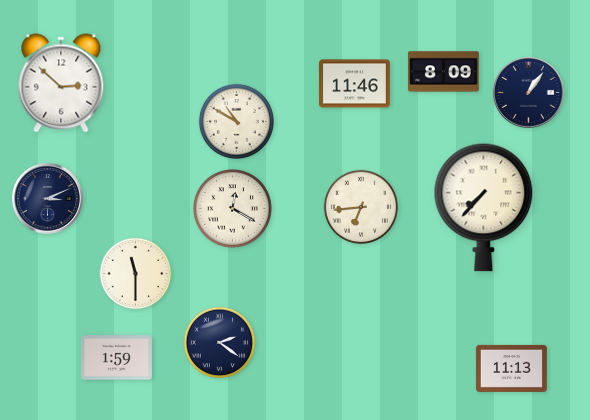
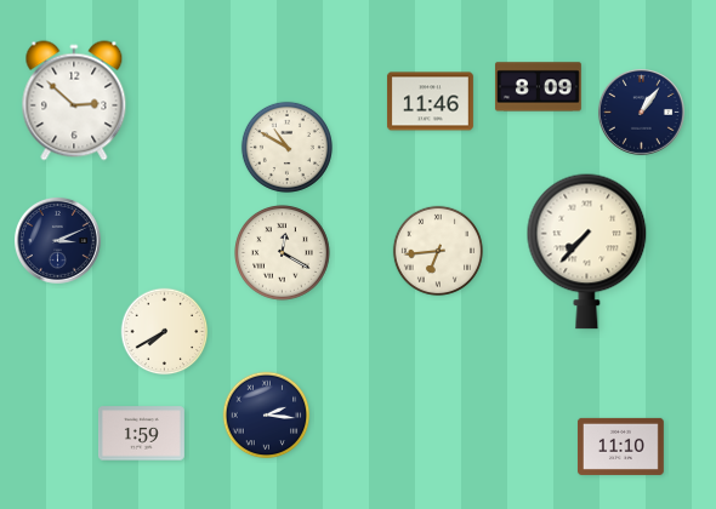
clock at (136, 274): 11:30 -> 7:40
clock at (220, 343): 2:21 -> 2:16
clock at (511, 368): 11:13 -> 11:10
